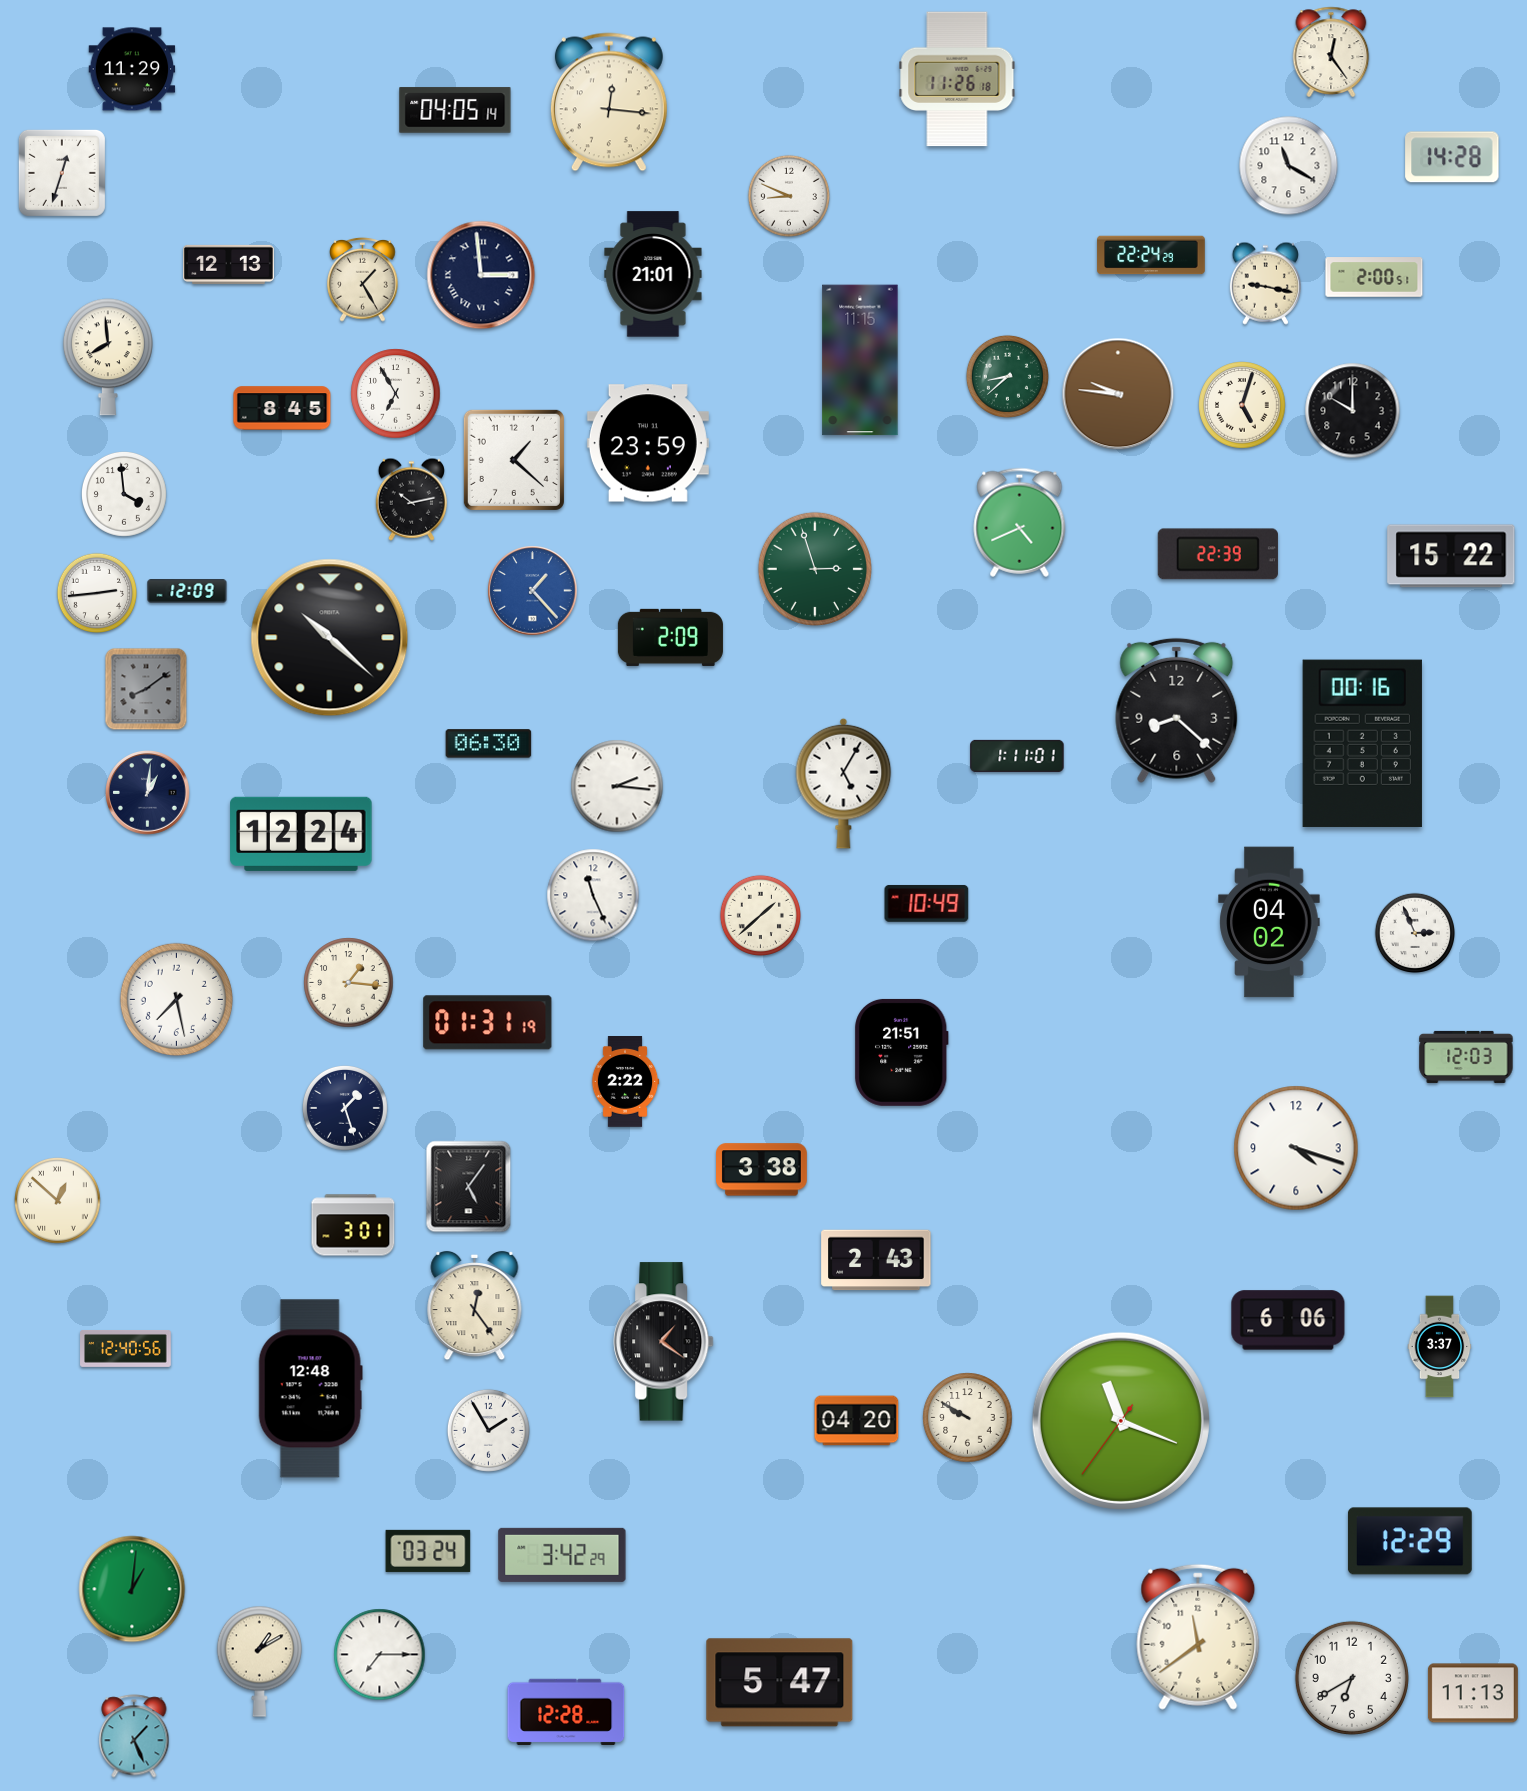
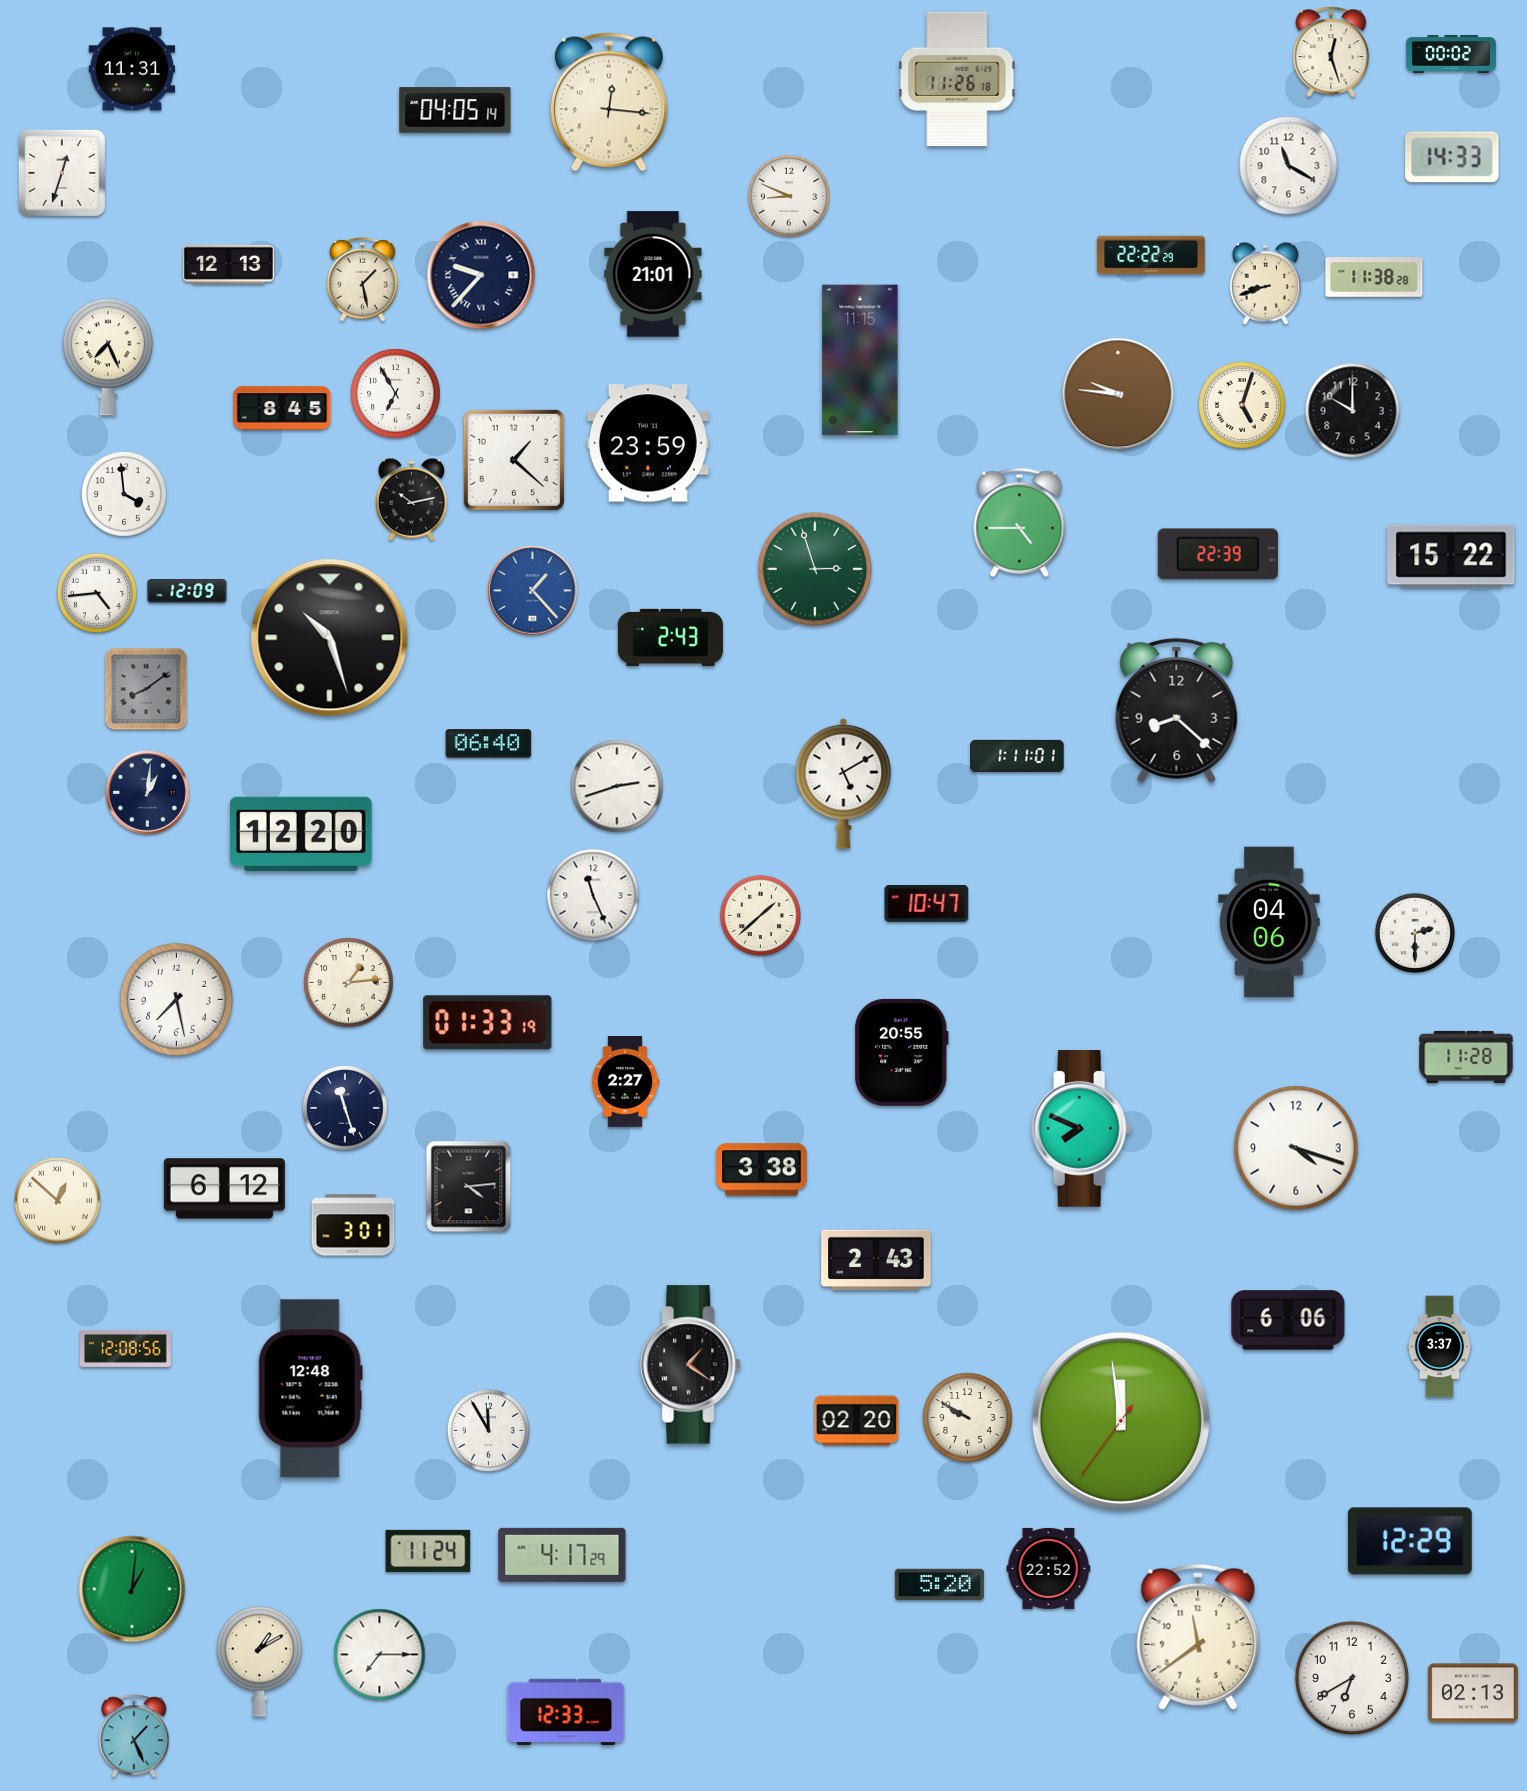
clock at (1331, 52): 12:24 -> 12:27
clock at (1451, 54): none -> 00:02
clock at (132, 69): 11:29 -> 11:31
clock at (1452, 157): 14:28 -> 14:33
clock at (1151, 255): 22:24 -> 22:22
clock at (481, 275): 2:59 -> 9:37
clock at (1374, 277): 2:00 -> 11:38
clock at (363, 279): 1:25 -> 1:28
clock at (1265, 283): 9:17 -> 8:42
clock at (108, 357): 7:59 -> 7:26
clock at (1007, 376): 8:38 -> none
clock at (1020, 522): 4:41 -> 4:45
clock at (96, 592): 2:44 -> 4:44
clock at (670, 637): 2:09 -> 2:43
clock at (330, 638): 10:22 -> 10:27
clock at (1362, 743): 00:16 -> none
clock at (489, 744): 06:30 -> 06:40
clock at (844, 783): 5:05 -> 5:10
clock at (617, 786): 2:16 -> 2:42
clock at (301, 834): 12:24 -> 12:20
clock at (927, 903): 10:49 -> 10:47
clock at (1269, 922): 04:02 -> 04:06
clock at (1414, 932): 2:56 -> 2:30
clock at (349, 983): 1:16 -> 1:14
clock at (488, 1023): 01:31 -> 01:33
clock at (902, 1052): 21:51 -> 20:55
clock at (1466, 1057): 12:03 -> 11:28
clock at (625, 1082): 2:22 -> 2:27
clock at (346, 1109): 1:27 -> 11:27
clock at (1082, 1129): none -> 7:49
clock at (469, 1187): 5:06 -> 4:14
clock at (224, 1189): none -> 6:12
clock at (475, 1306): 12:24 -> none
clock at (664, 1342) position: (664, 1342) -> (691, 1365)
clock at (126, 1349): 12:40 -> 12:08
clock at (857, 1421): 04:20 -> 02:20
clock at (1121, 1421): 11:18 -> 11:58
clock at (488, 1430): 1:55 -> 11:55
clock at (428, 1551): 03:24 -> 11:24
clock at (562, 1555): 3:42 -> 4:17
clock at (1049, 1568): none -> 22:52
clock at (939, 1584): none -> 5:20
clock at (780, 1683): 5:47 -> none
clock at (1473, 1693): 11:13 -> 02:13
clock at (566, 1712): 12:28 -> 12:33
